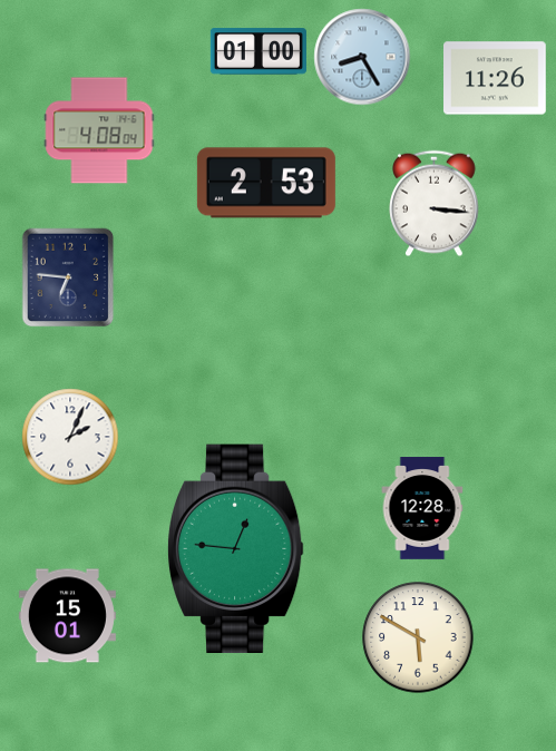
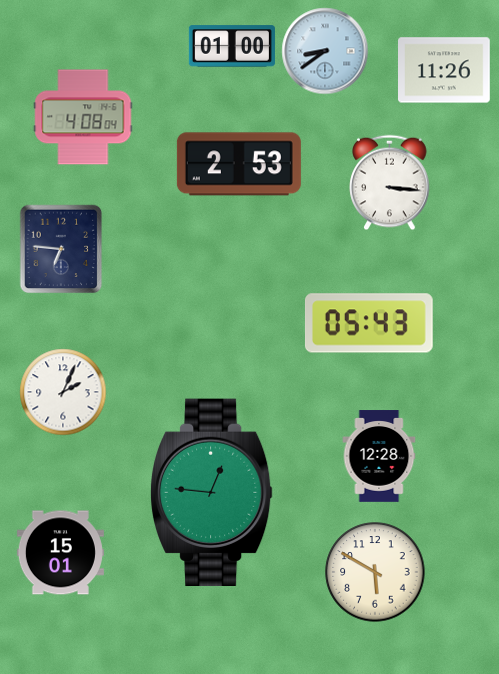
clock at (362, 57): 8:25 -> 8:39
clock at (99, 130) position: (99, 130) -> (83, 117)
clock at (369, 323): none -> 05:43
